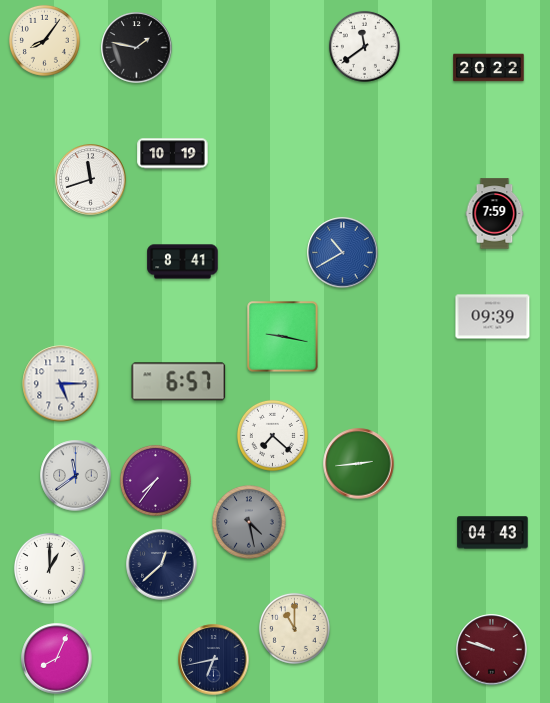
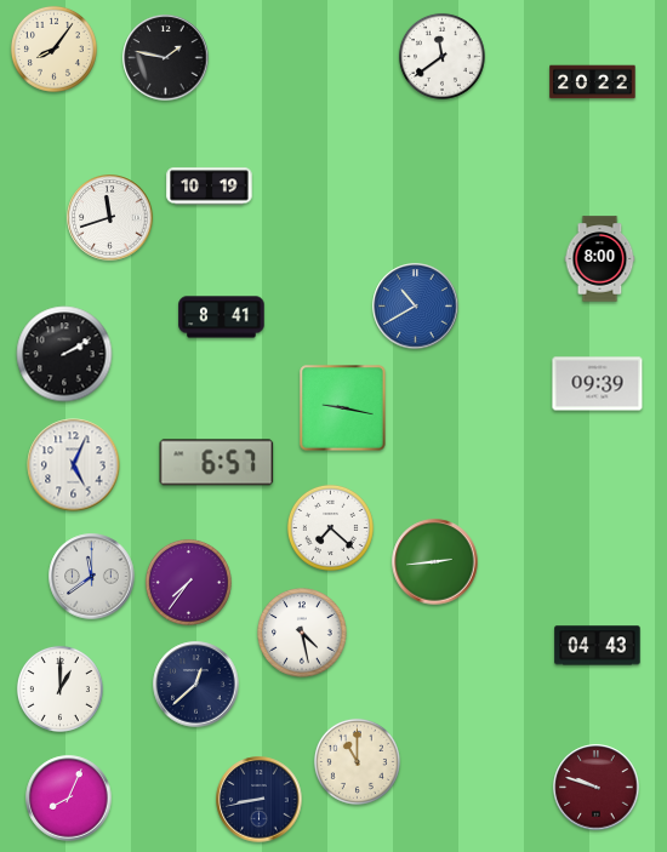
clock at (495, 214): 7:59 -> 8:00
clock at (64, 354): none -> 2:10
clock at (61, 384): 5:15 -> 5:04
clock at (249, 522) dial: grey -> white
clock at (214, 660): 6:43 -> 8:43
